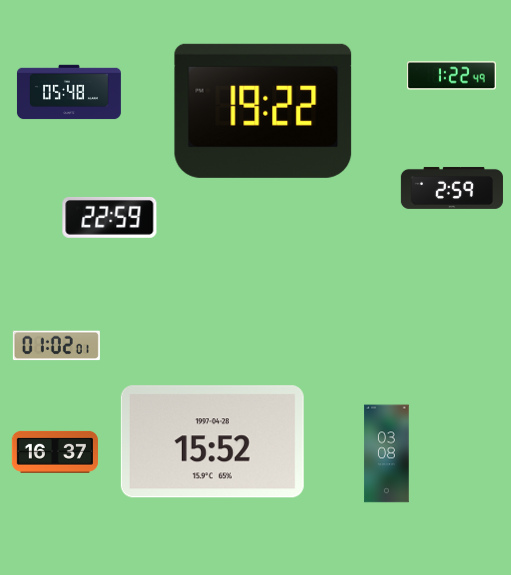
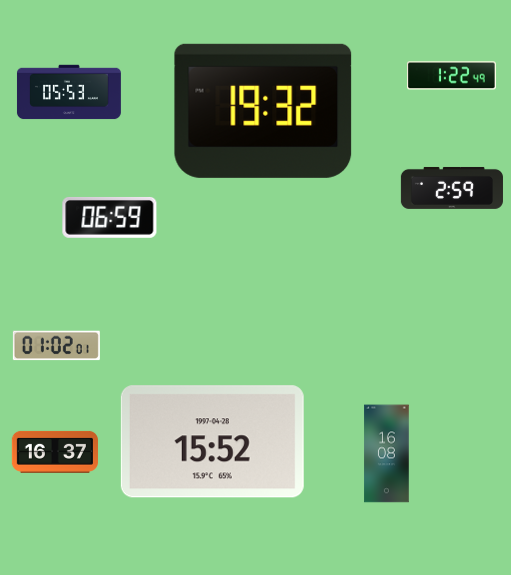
clock at (69, 92): 05:48 -> 05:53
clock at (263, 111): 19:22 -> 19:32
clock at (110, 218): 22:59 -> 06:59
clock at (387, 454): 03:08 -> 16:08
